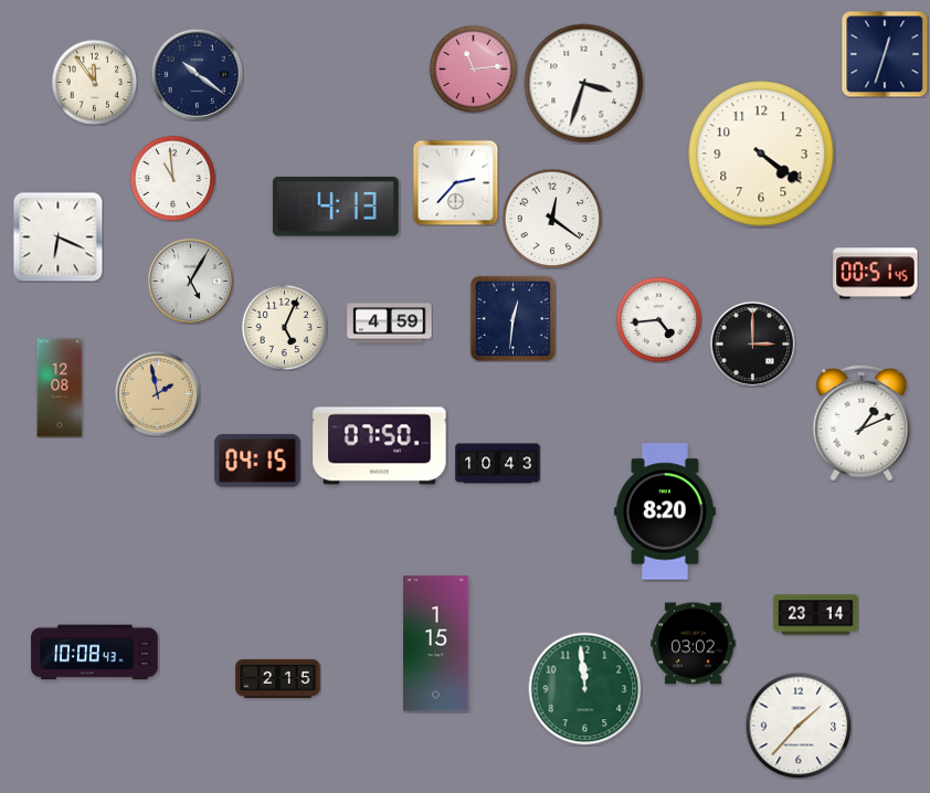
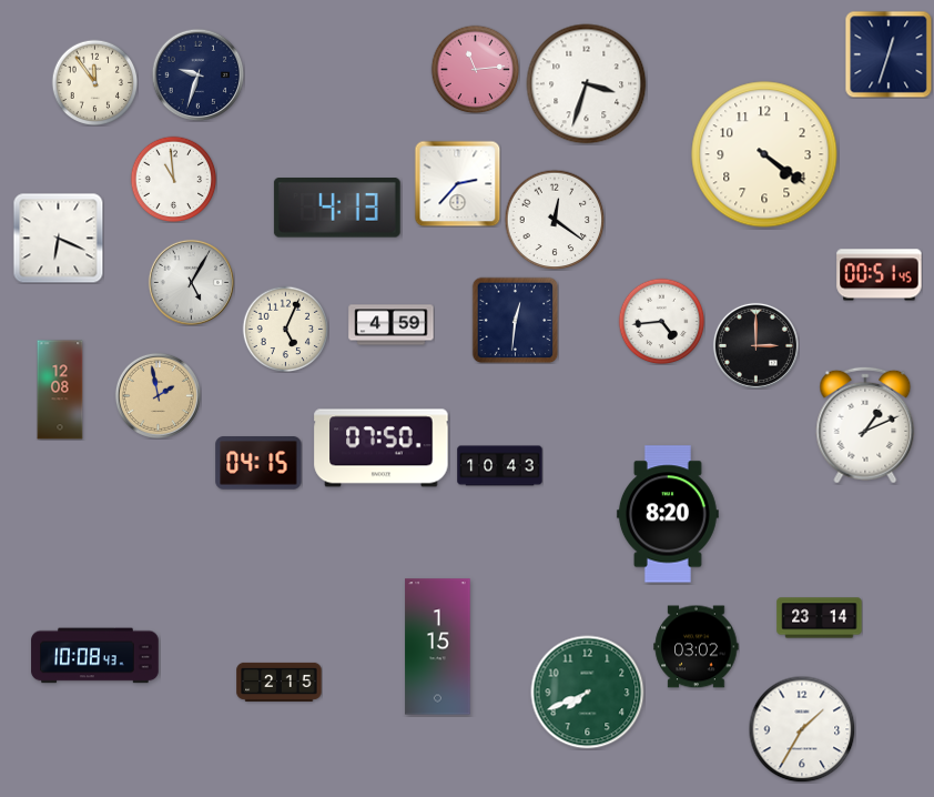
clock at (197, 74): 10:21 -> 9:33
clock at (585, 689): 11:59 -> 7:41
clock at (799, 726): 1:37 -> 1:35
